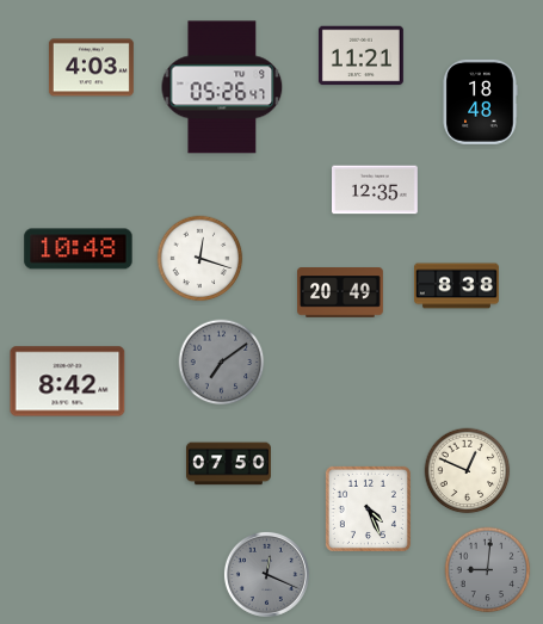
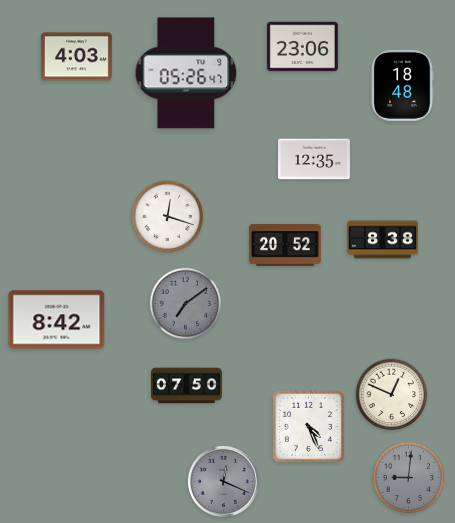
clock at (360, 56): 11:21 -> 23:06
clock at (79, 249): 10:48 -> none
clock at (341, 292): 20:49 -> 20:52
clock at (228, 464) position: (228, 464) -> (186, 386)
